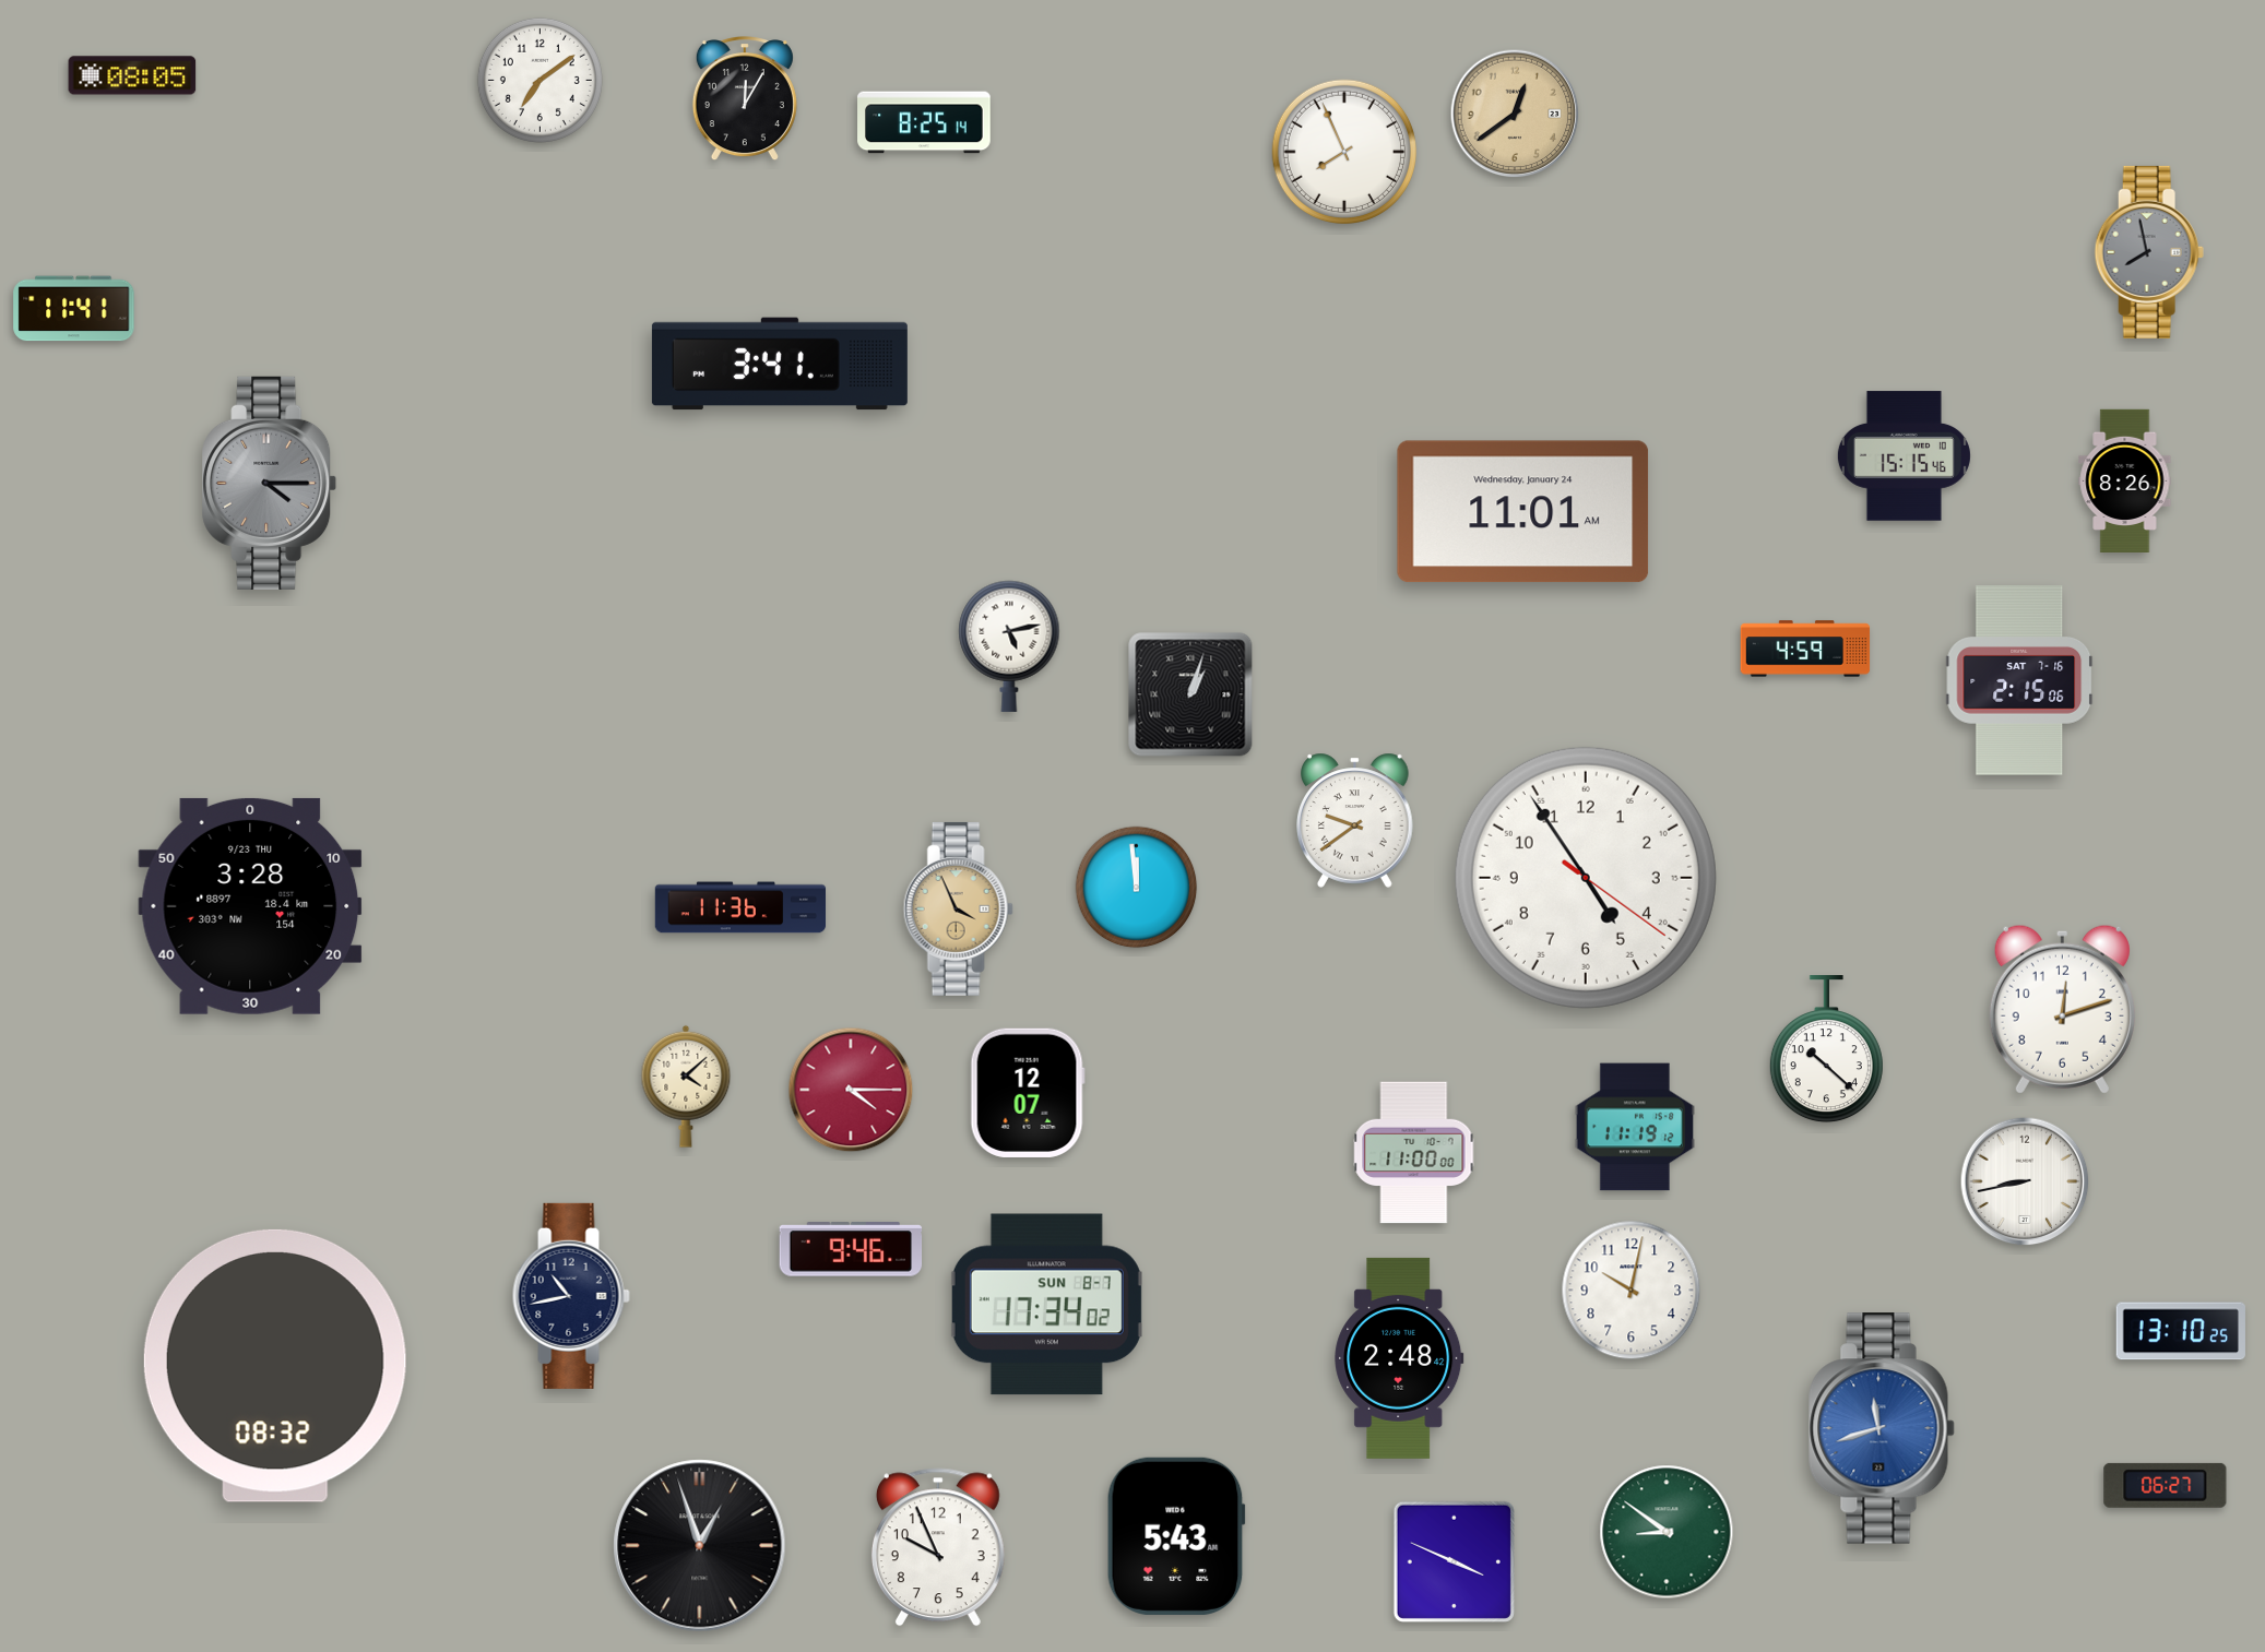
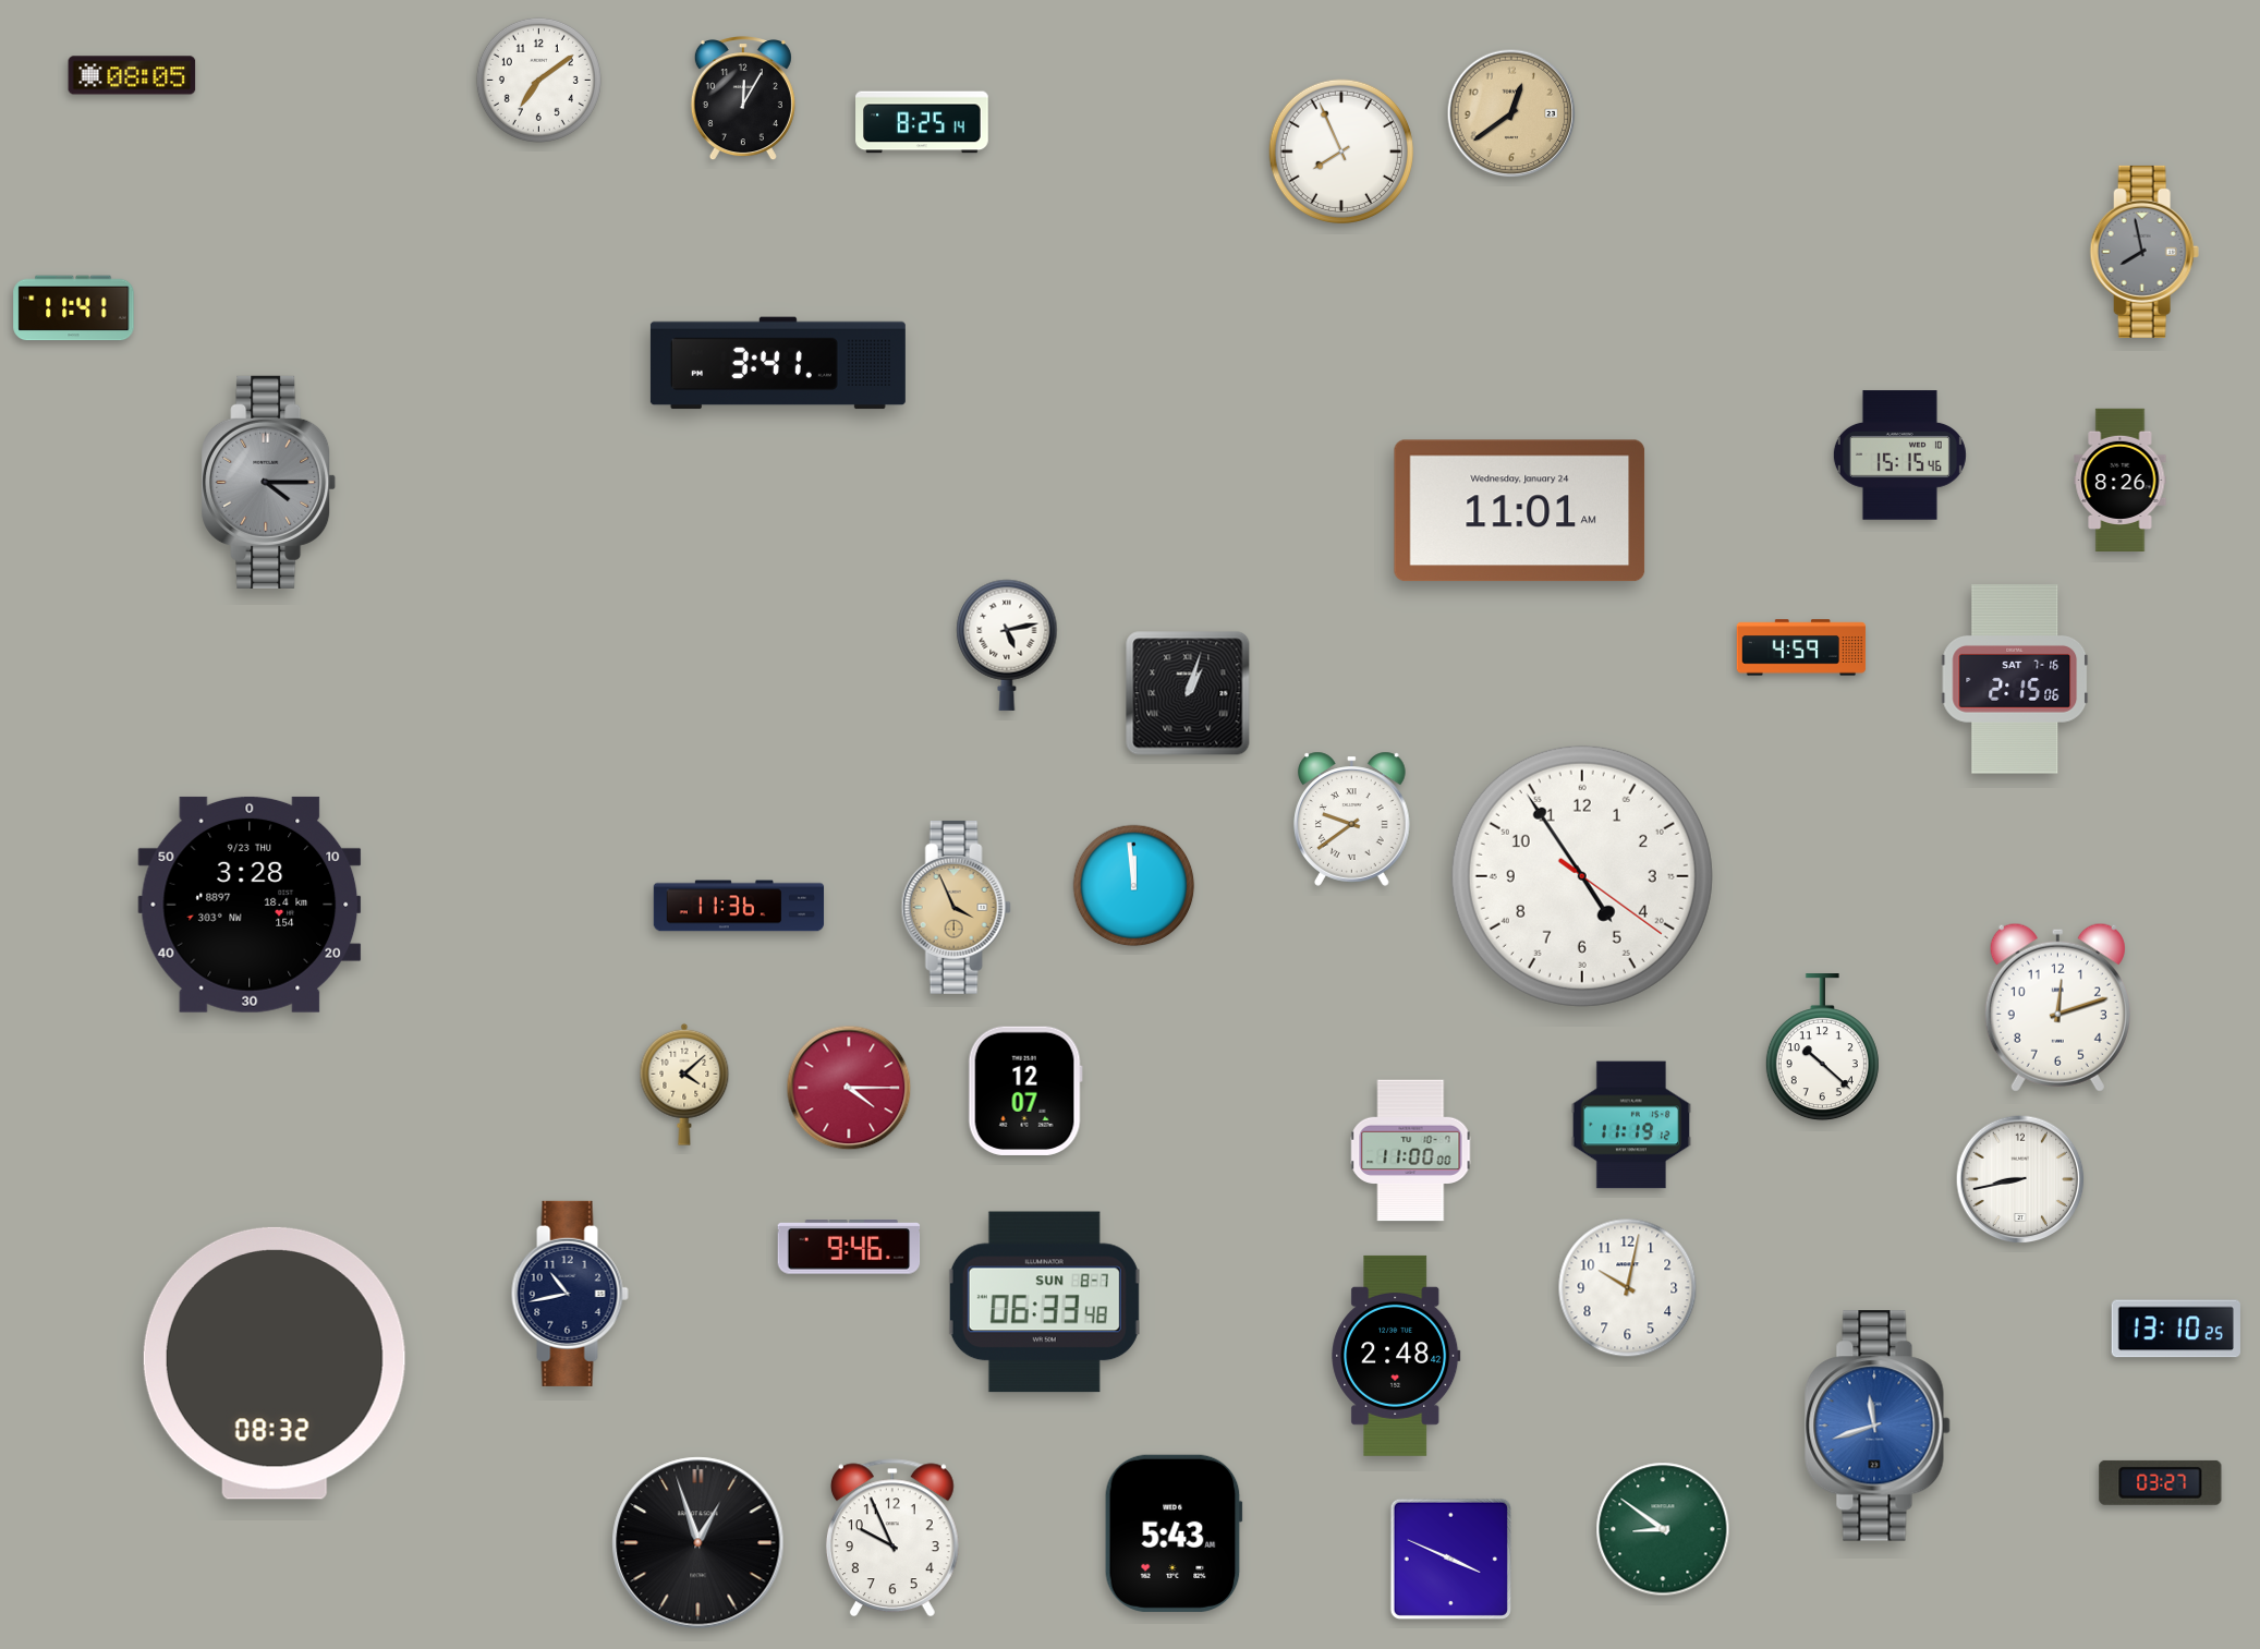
clock at (1046, 1305): 17:34 -> 06:33
clock at (2166, 1485): 06:27 -> 03:27
clock at (938, 1547) position: (938, 1547) -> (892, 1538)
